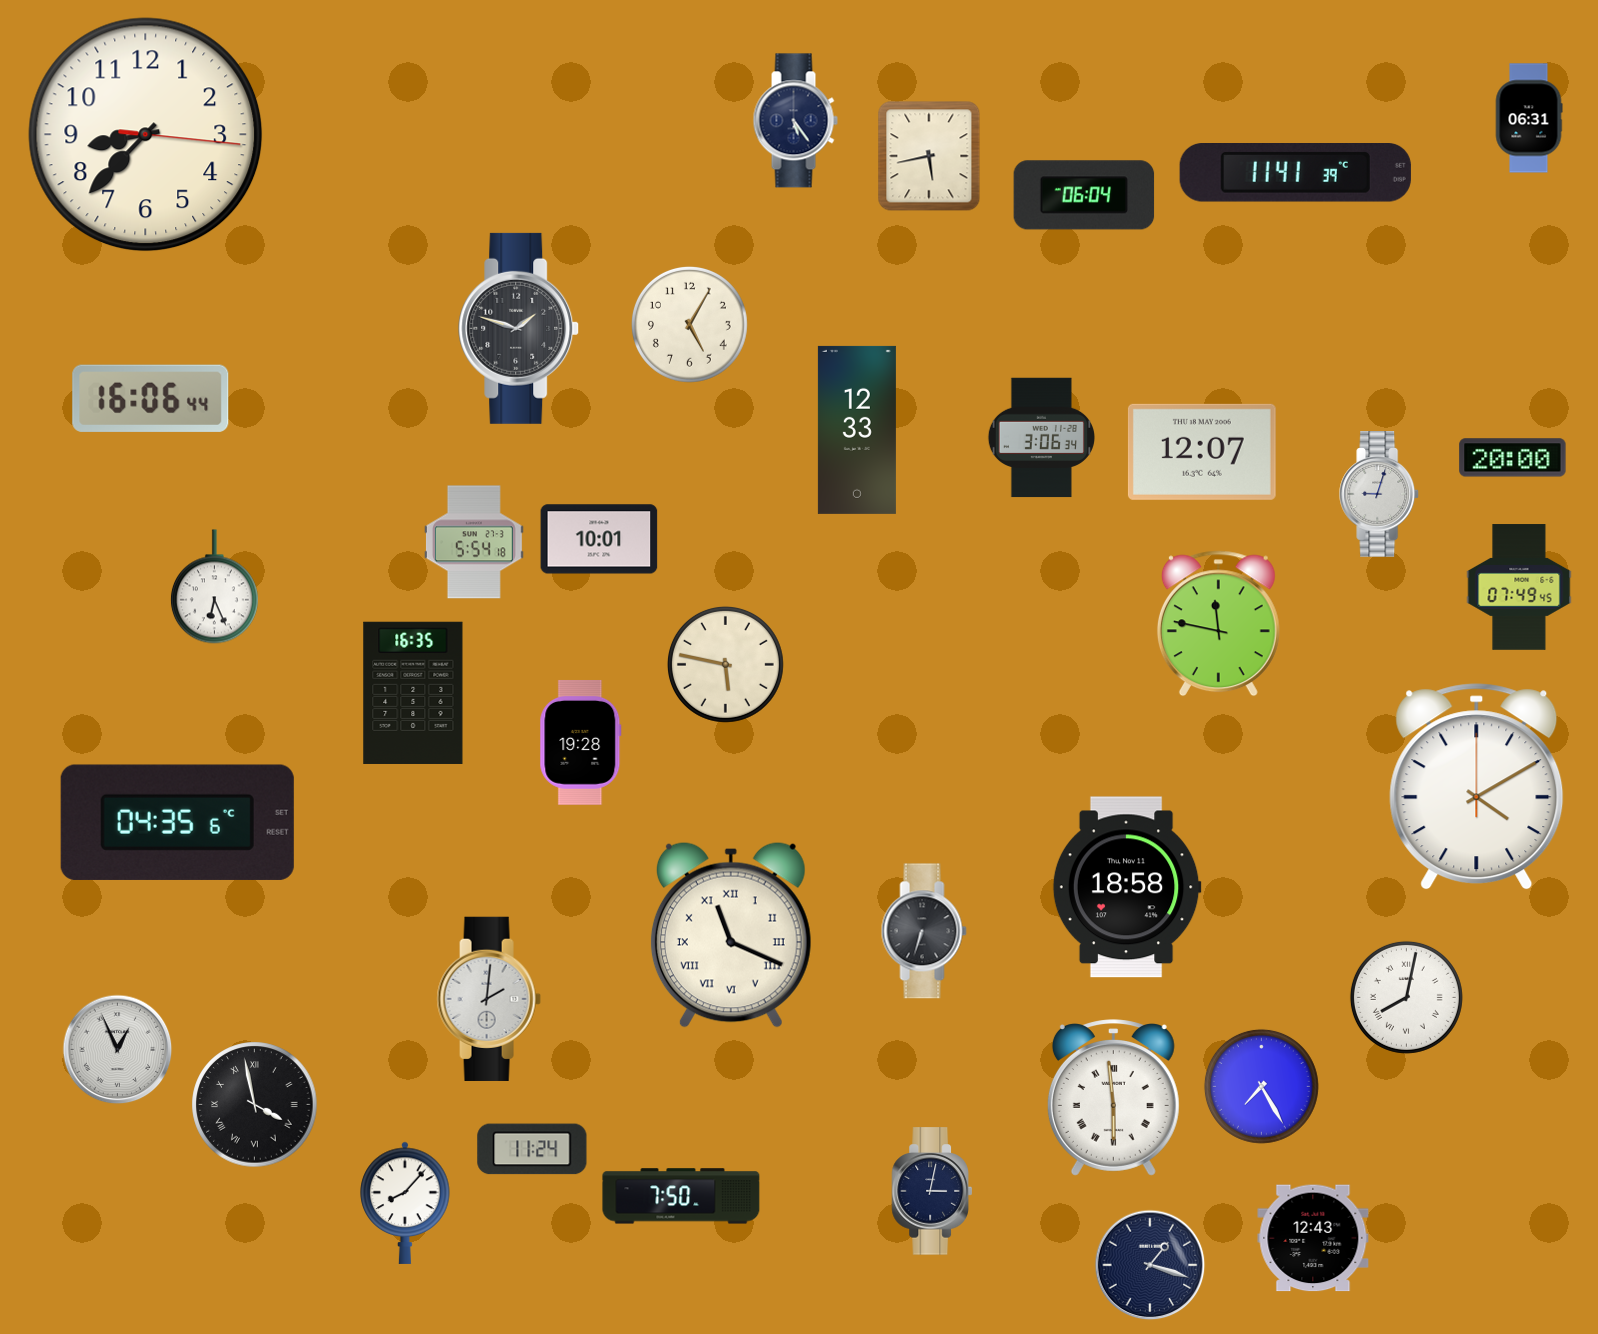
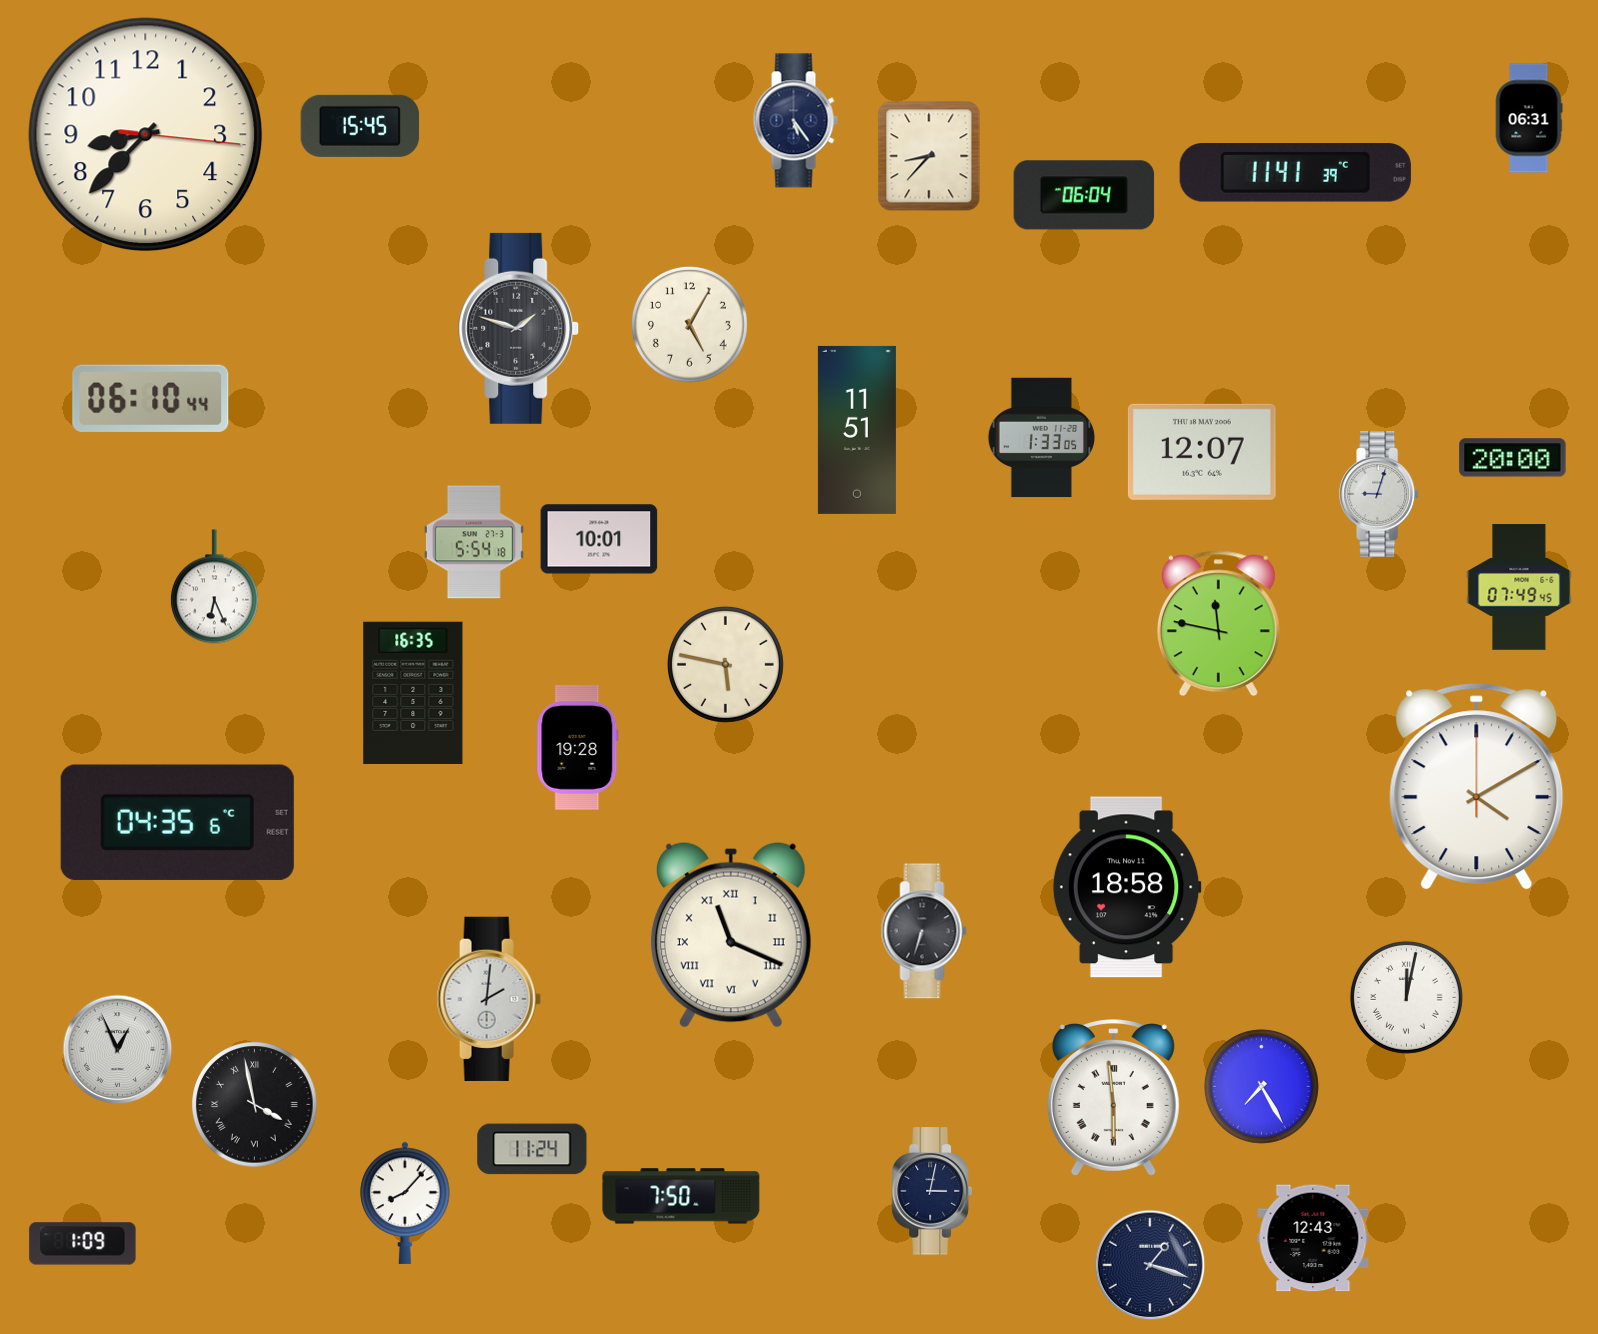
clock at (360, 126): none -> 15:45
clock at (929, 156): 5:43 -> 8:37
clock at (151, 398): 16:06 -> 06:10
clock at (857, 430): 12:33 -> 11:51
clock at (1041, 438): 3:06 -> 1:33
clock at (581, 742) position: (581, 742) -> (578, 747)
clock at (1406, 997): 8:02 -> 12:02
clock at (83, 1244): none -> 1:09
